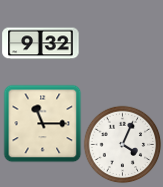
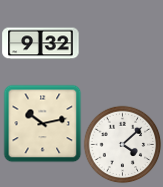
clock at (42, 123): 11:15 -> 10:13
clock at (122, 144): 4:04 -> 4:08
